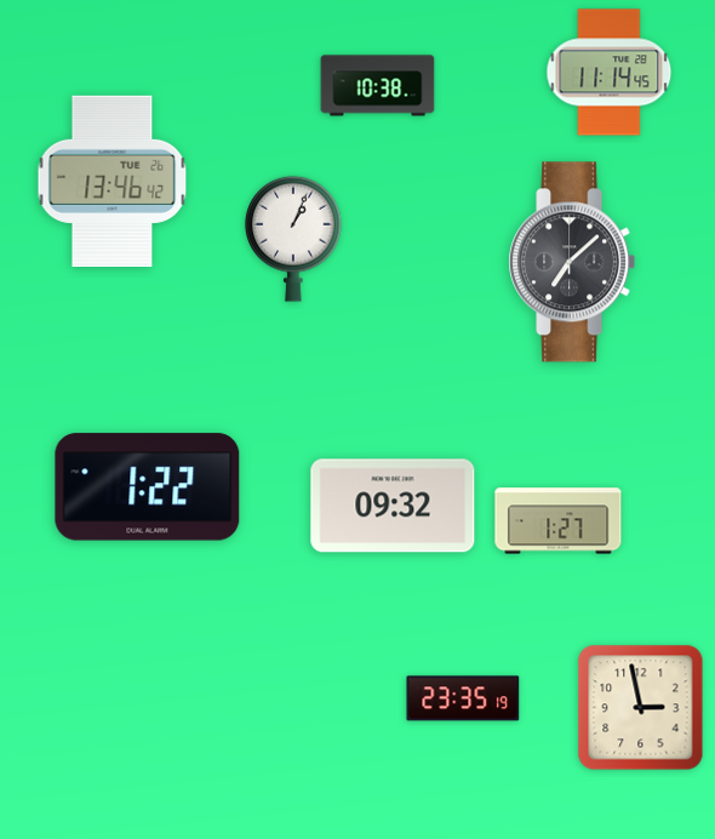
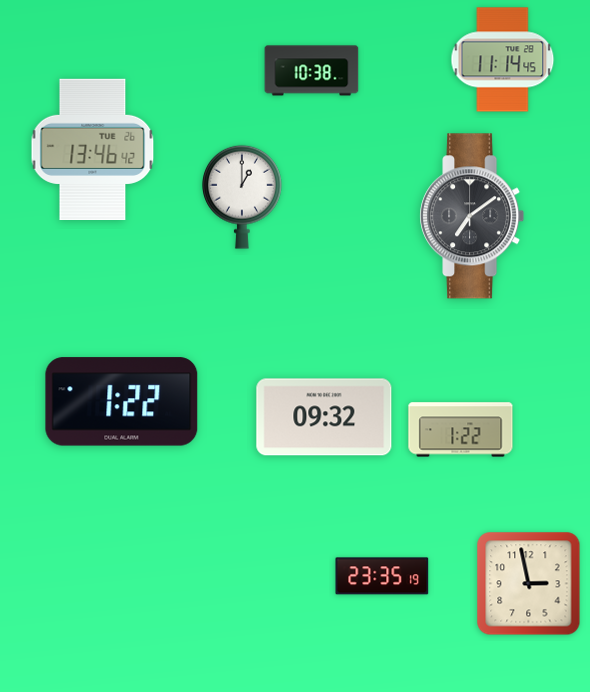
clock at (294, 239): 1:04 -> 1:00
clock at (572, 262): 7:08 -> 7:09
clock at (559, 521): 1:27 -> 1:22
